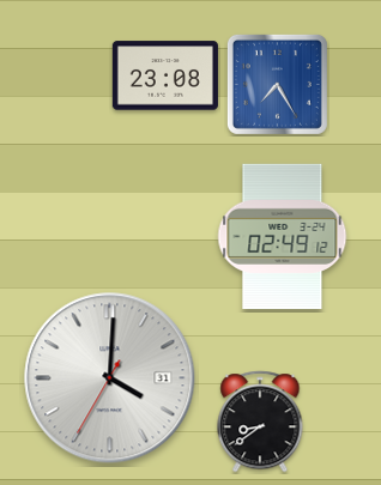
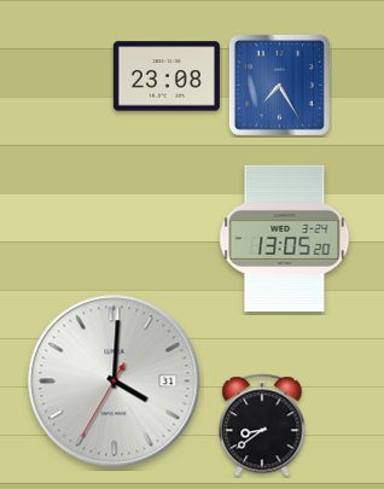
clock at (283, 237): 02:49 -> 13:05
clock at (110, 378) position: (110, 378) -> (115, 382)
